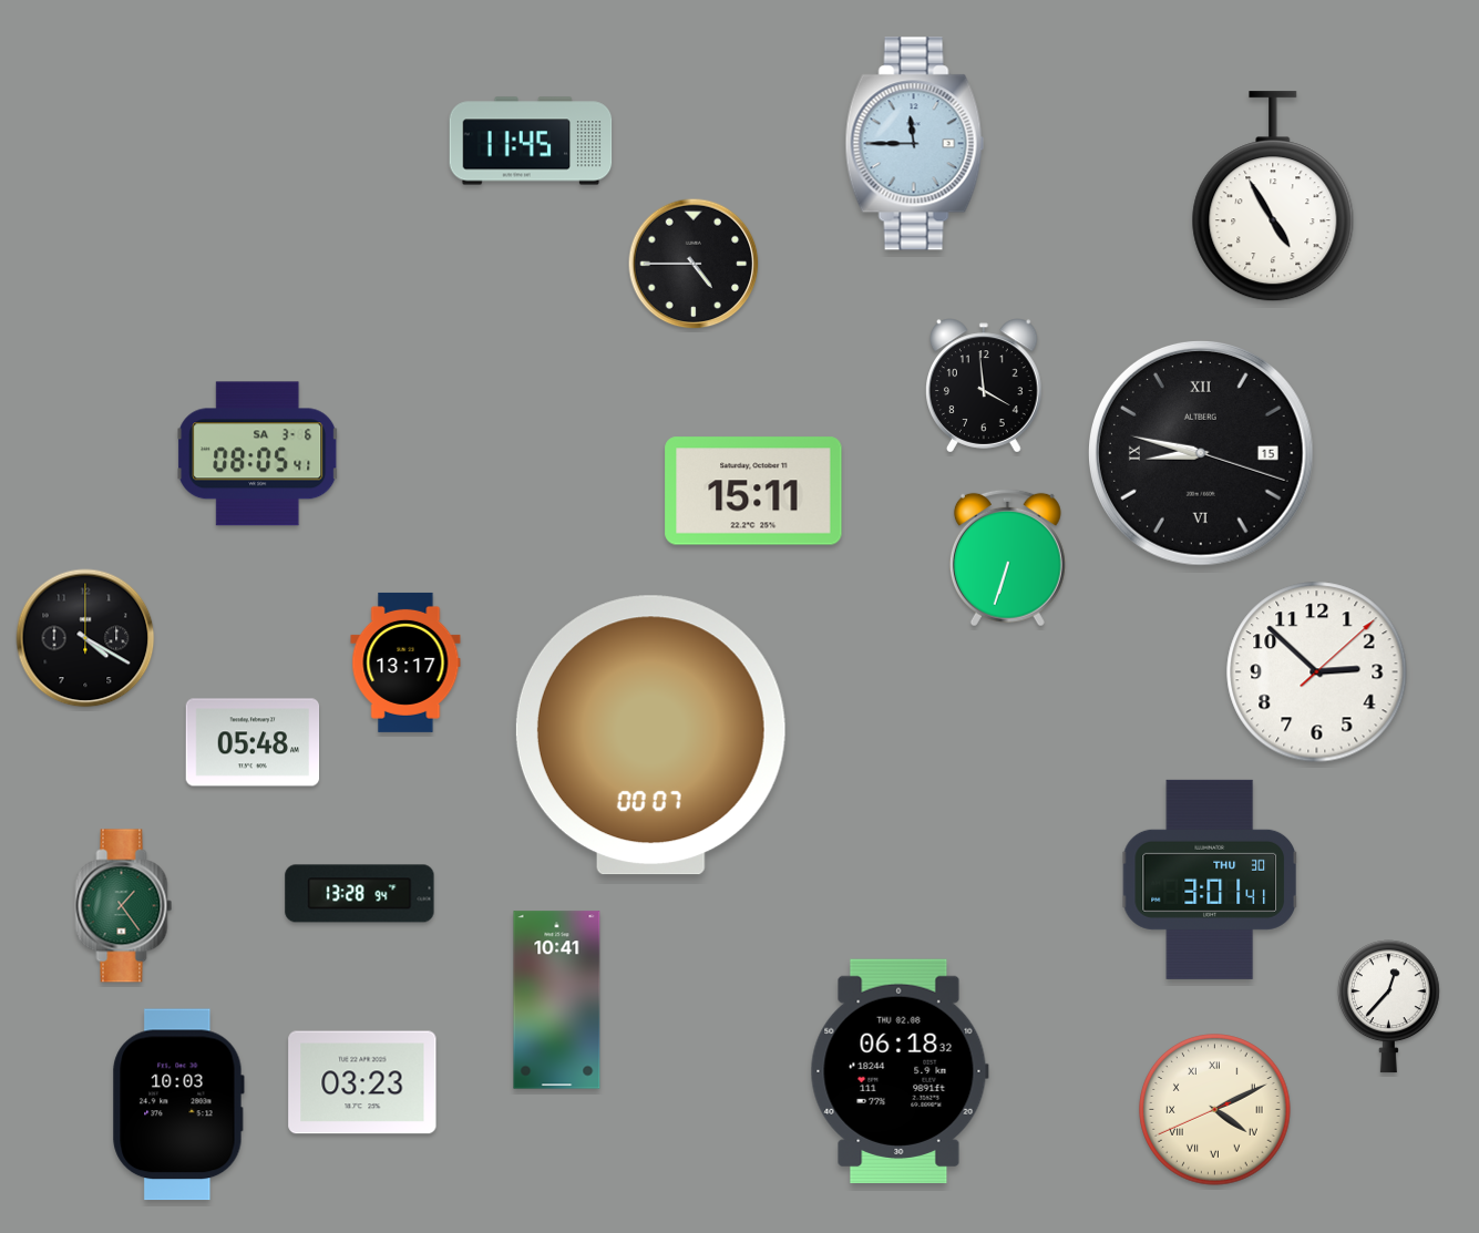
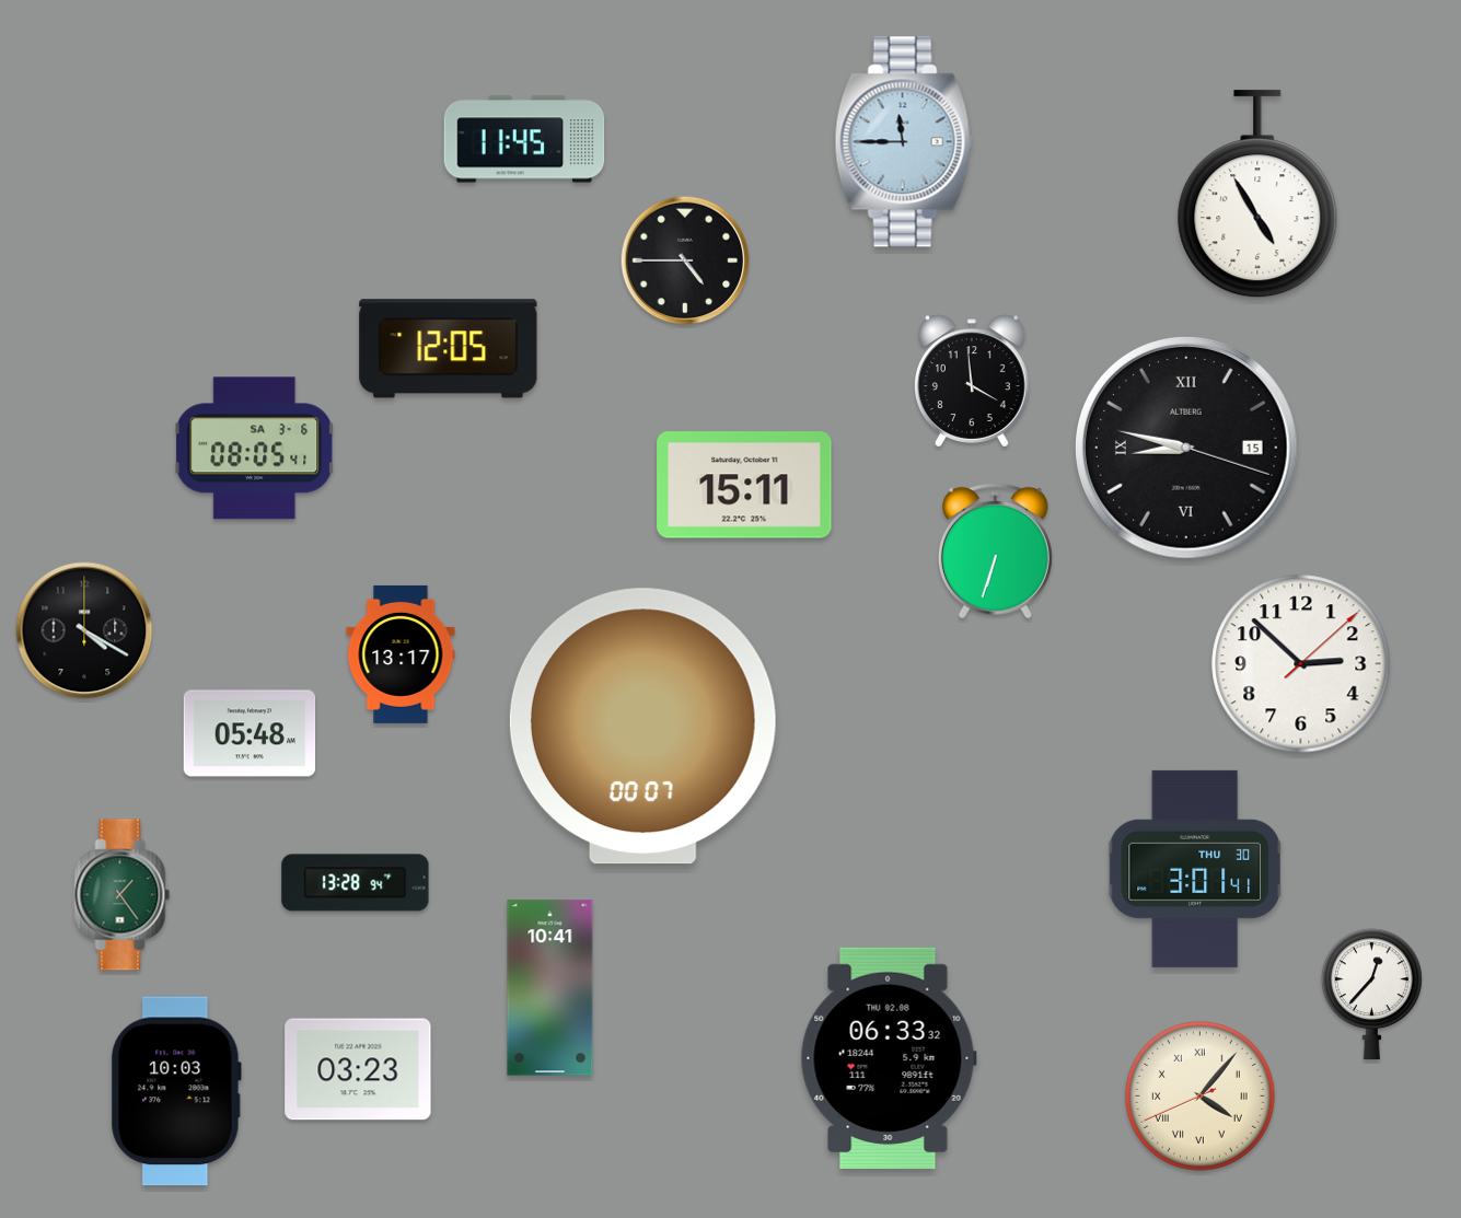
clock at (449, 349): none -> 12:05
clock at (900, 1070): 06:18 -> 06:33
clock at (1215, 1110): 4:10 -> 4:06
